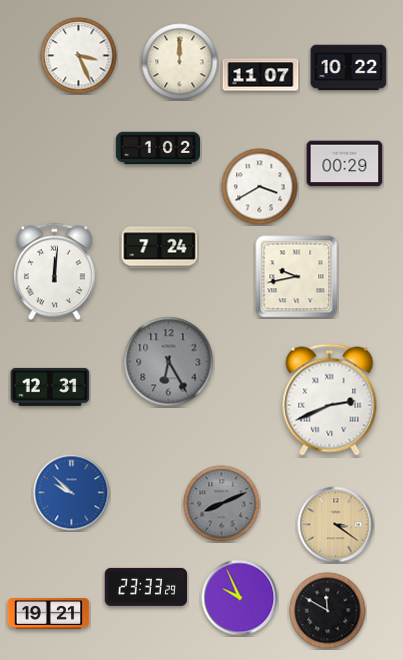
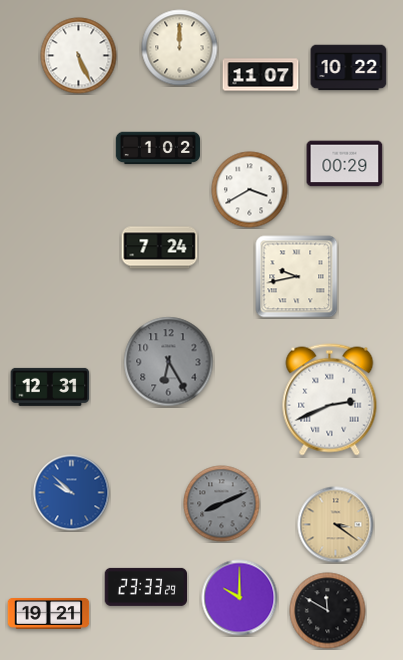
clock at (79, 56): 3:26 -> 5:26
clock at (180, 62) position: (180, 62) -> (180, 48)
clock at (260, 187) position: (260, 187) -> (250, 190)
clock at (54, 272): 12:01 -> none
clock at (240, 598): 9:56 -> 10:00
